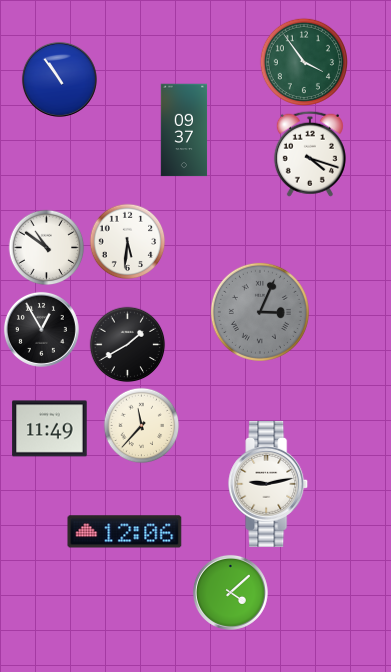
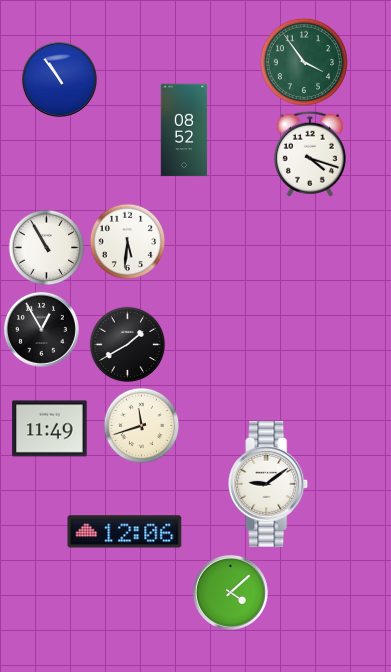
clock at (184, 130): 09:37 -> 08:52
clock at (47, 248): 10:51 -> 10:55
clock at (260, 312): 3:04 -> none
clock at (142, 426): 11:37 -> 11:42
clock at (269, 484): 9:13 -> 9:09
